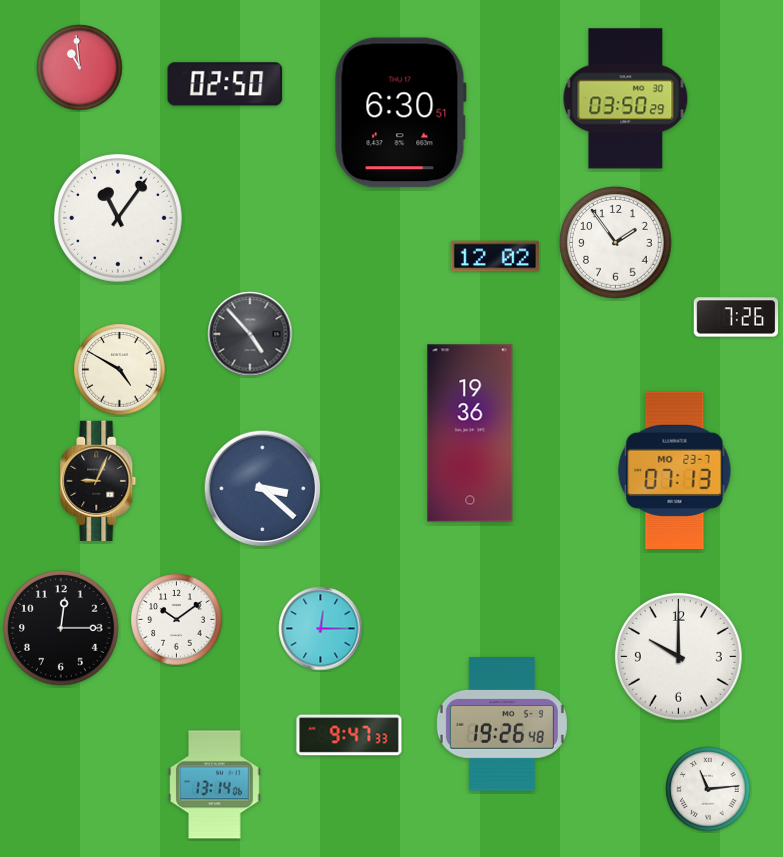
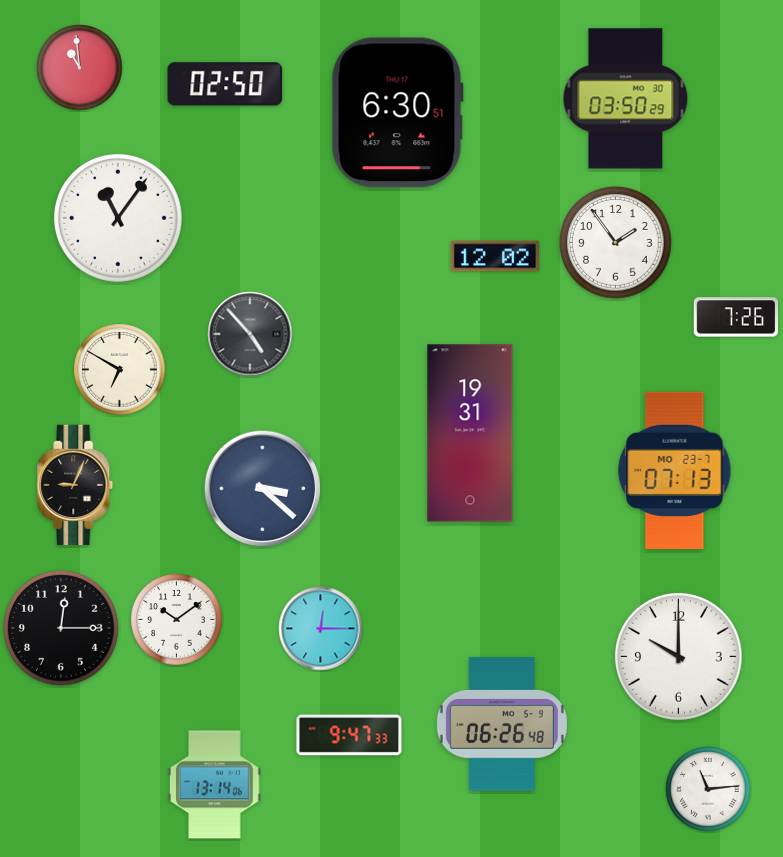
clock at (400, 113) position: (400, 113) -> (397, 113)
clock at (120, 370): 4:50 -> 6:50
clock at (470, 433): 19:36 -> 19:31
clock at (98, 481) position: (98, 481) -> (75, 485)
clock at (502, 724): 19:26 -> 06:26
